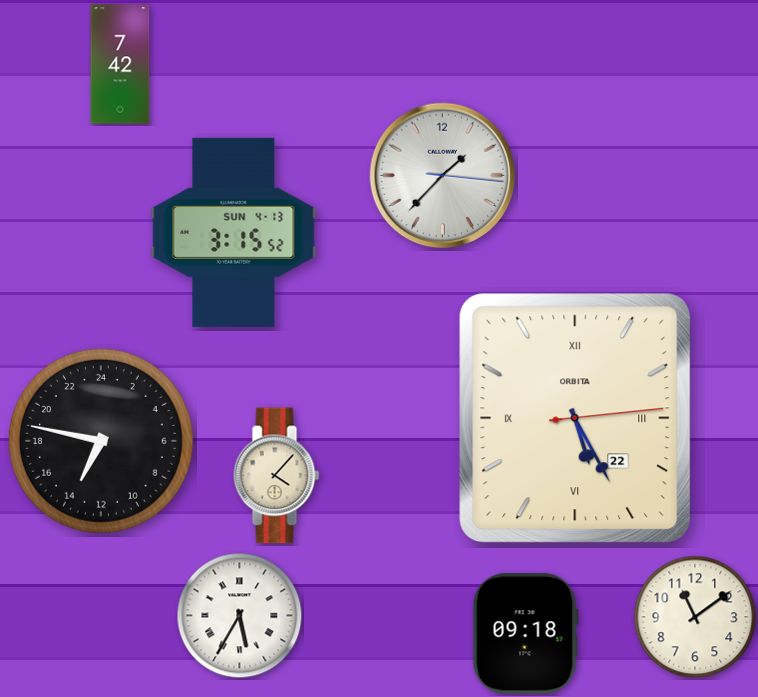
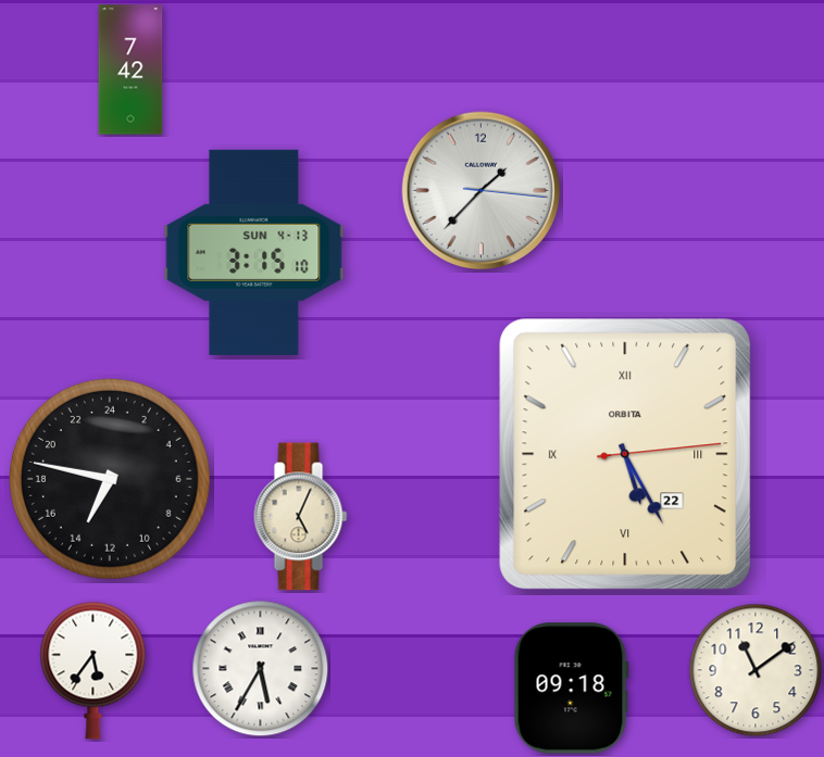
clock at (234, 232): 3:15:52 -> 3:15:10
clock at (277, 476): 4:07 -> 5:04
clock at (93, 670): none -> 5:36
